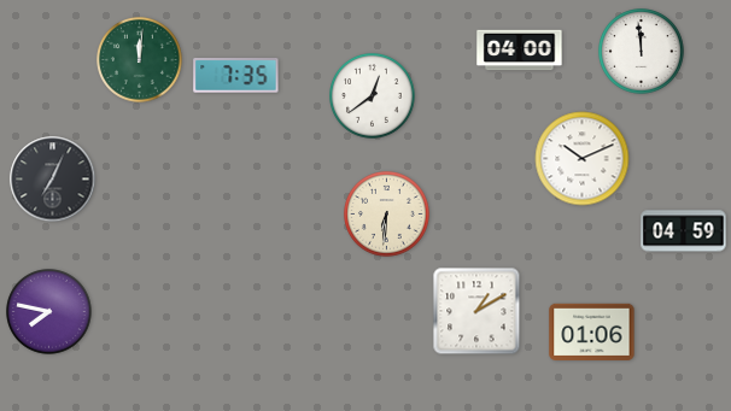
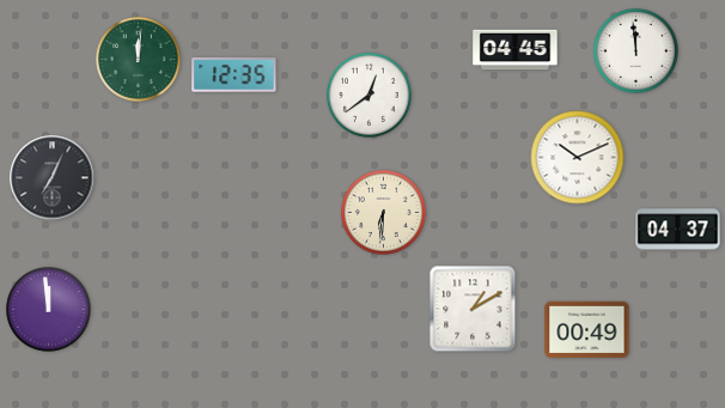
clock at (520, 51): 04:00 -> 04:45
clock at (236, 76): 7:35 -> 12:35
clock at (684, 231): 04:59 -> 04:37
clock at (49, 312): 7:47 -> 11:59
clock at (592, 331): 01:06 -> 00:49
